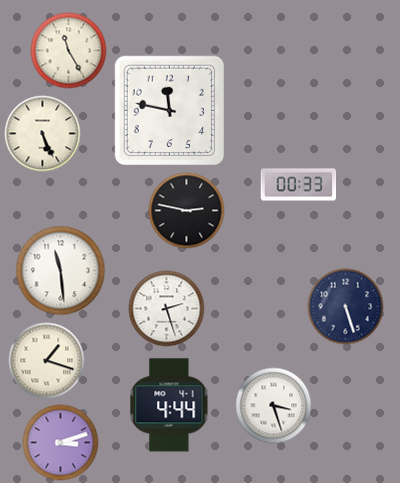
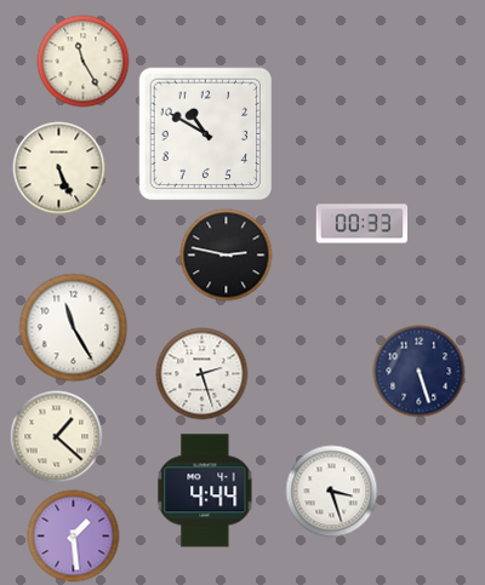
clock at (170, 111): 11:47 -> 10:50
clock at (43, 134) position: (43, 134) -> (59, 168)
clock at (61, 271): 11:29 -> 11:25
clock at (47, 361): 1:18 -> 1:22
clock at (61, 443): 3:12 -> 1:29
